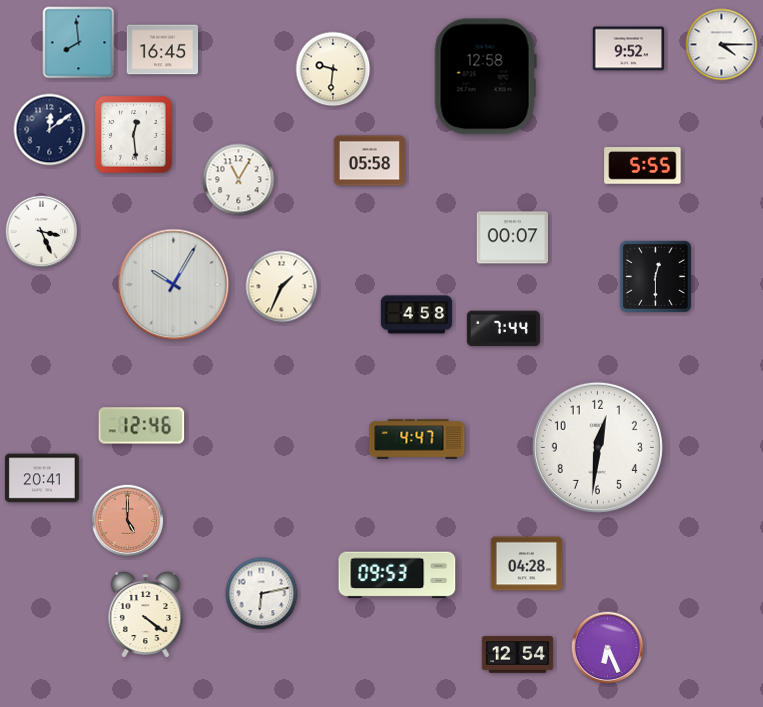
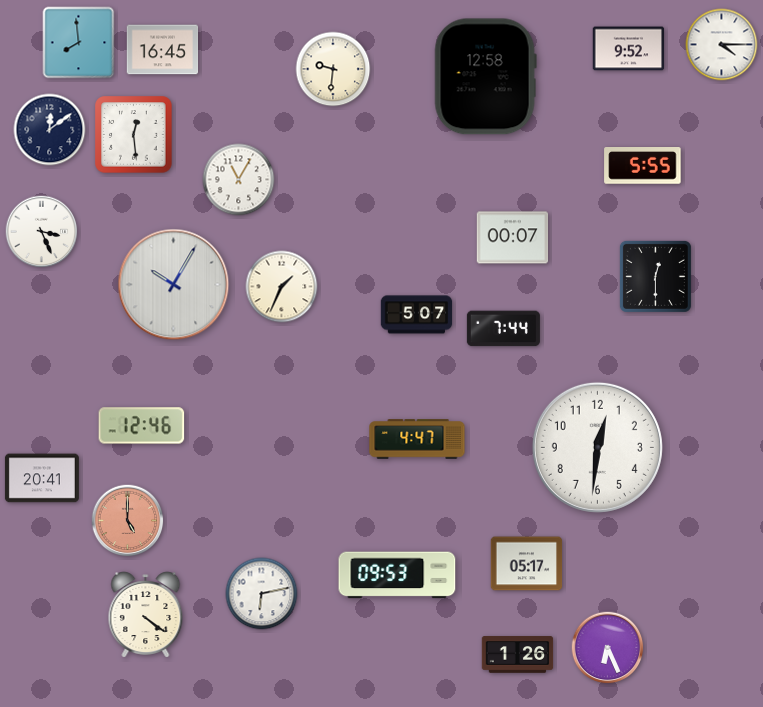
clock at (370, 161): 05:58 -> none
clock at (417, 315): 4:58 -> 5:07
clock at (527, 564): 04:28 -> 05:17
clock at (518, 655): 12:54 -> 1:26
